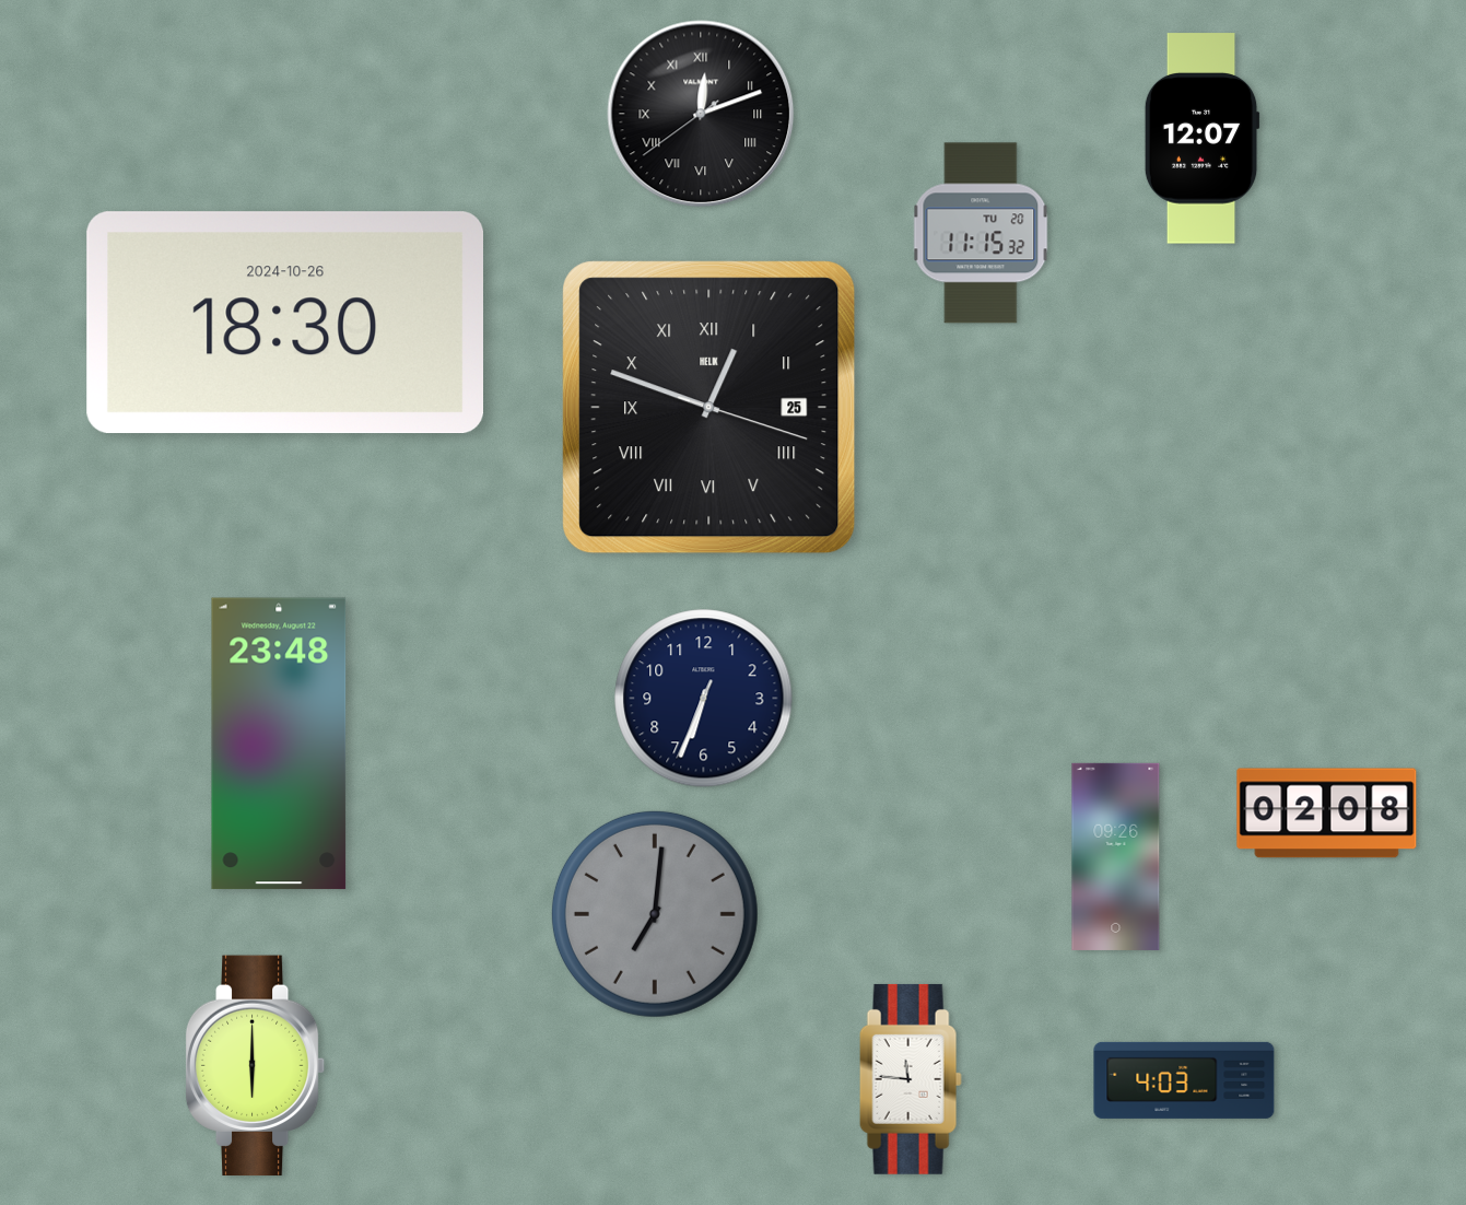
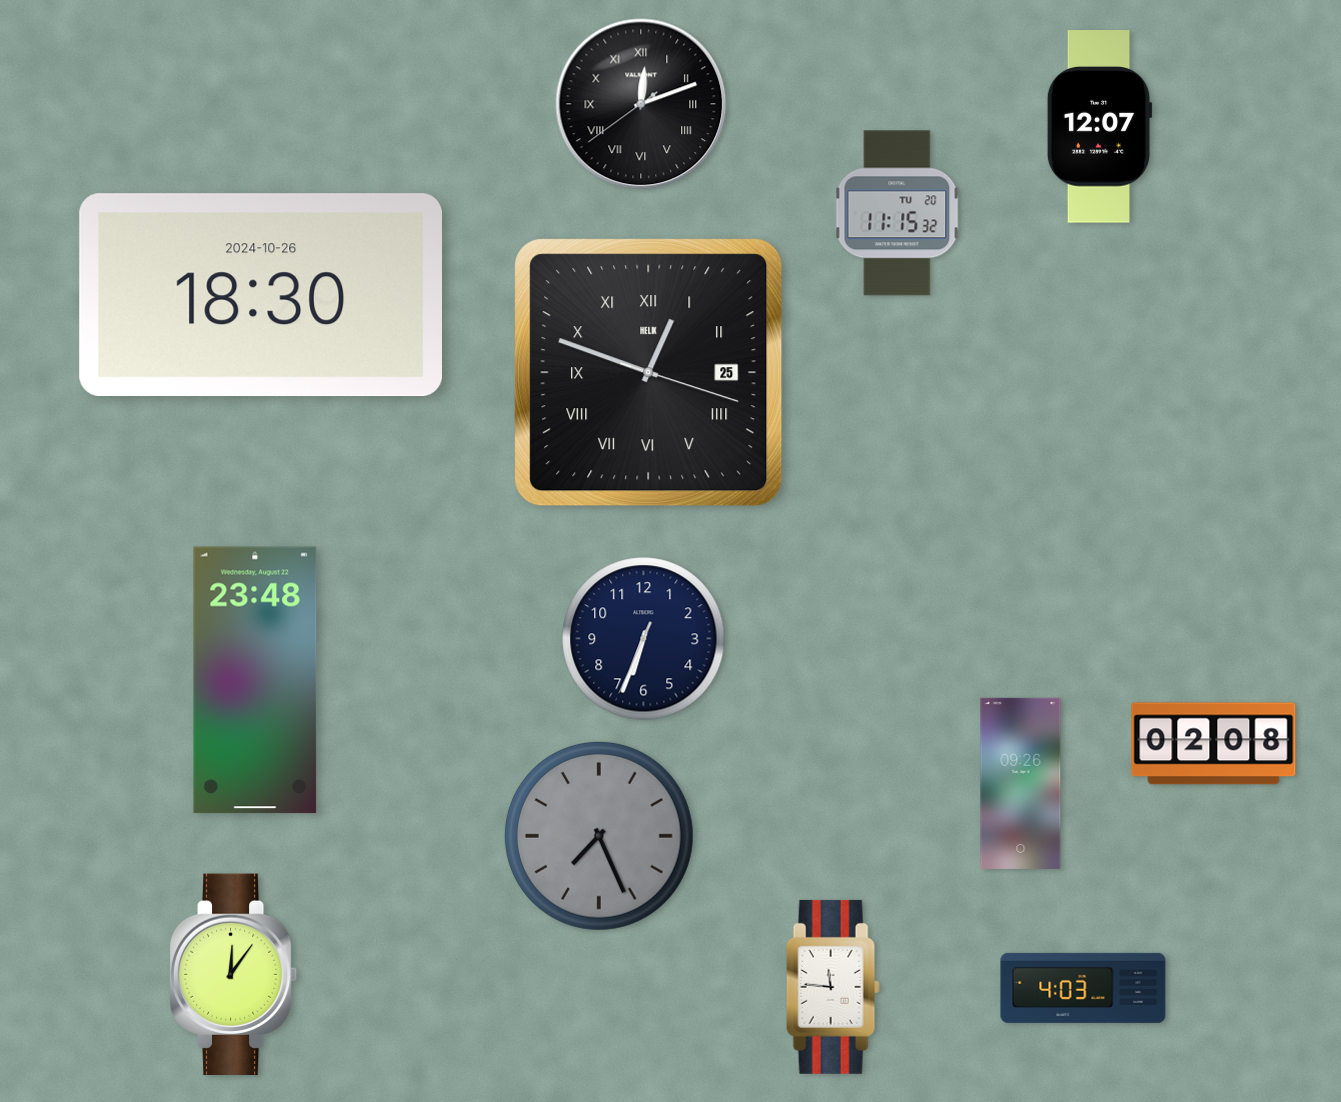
clock at (655, 914): 7:01 -> 7:26
clock at (256, 1066): 6:00 -> 12:06
